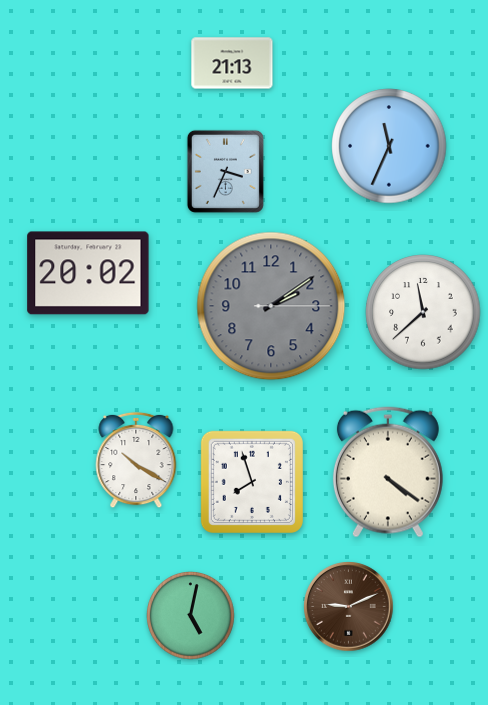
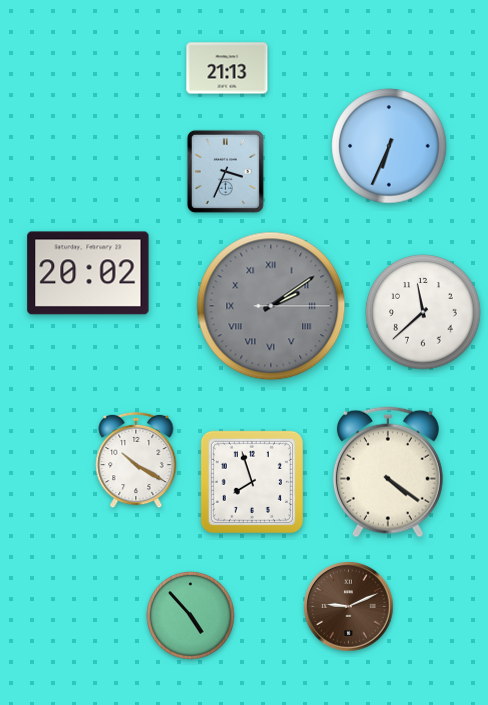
clock at (232, 63) position: (232, 63) -> (227, 68)
clock at (389, 146): 11:34 -> 6:34
clock at (271, 306) numerals: Arabic -> Roman
clock at (191, 616): 5:02 -> 4:53
